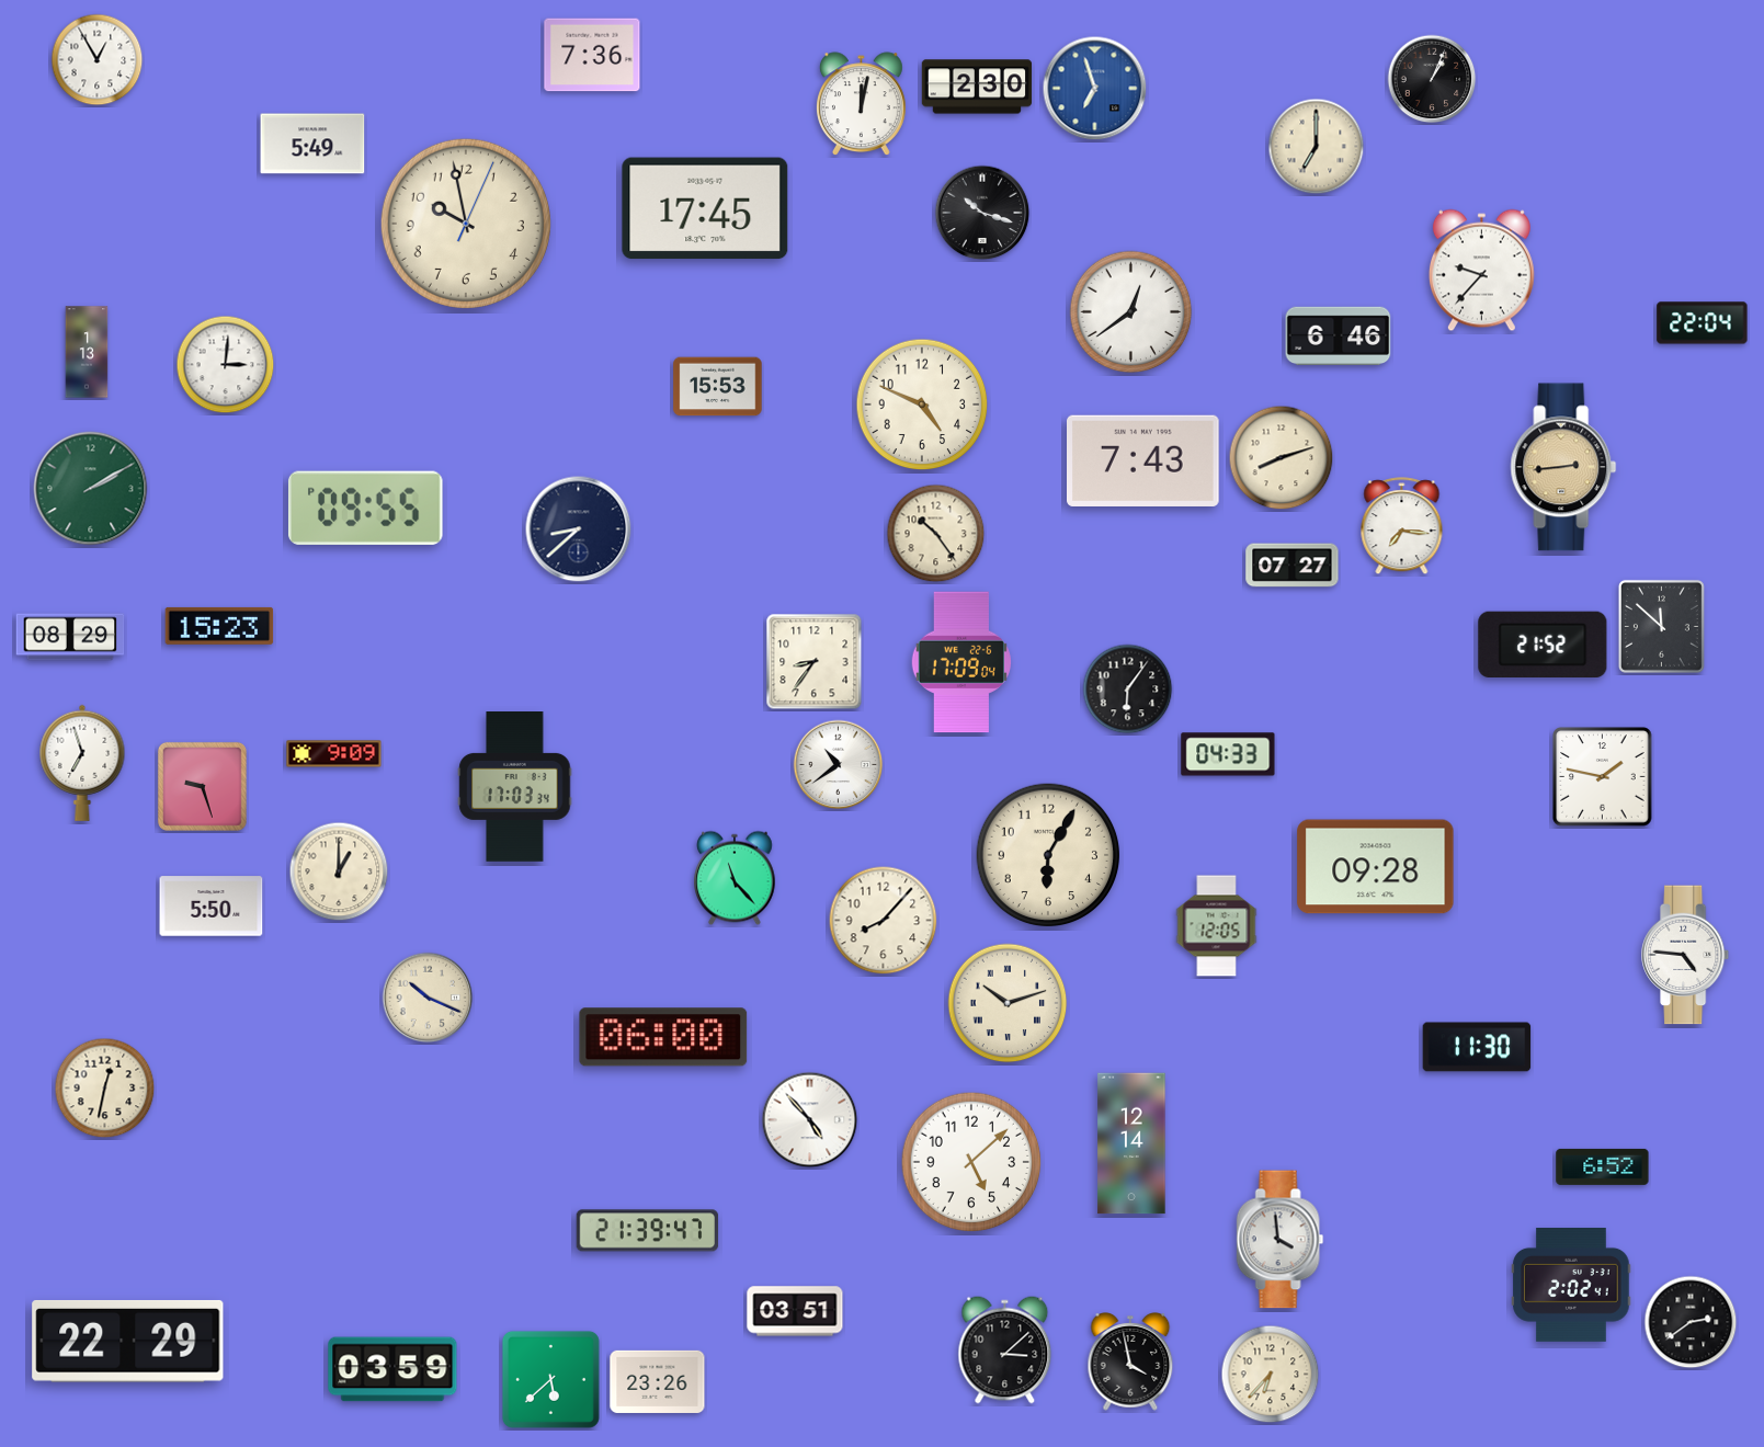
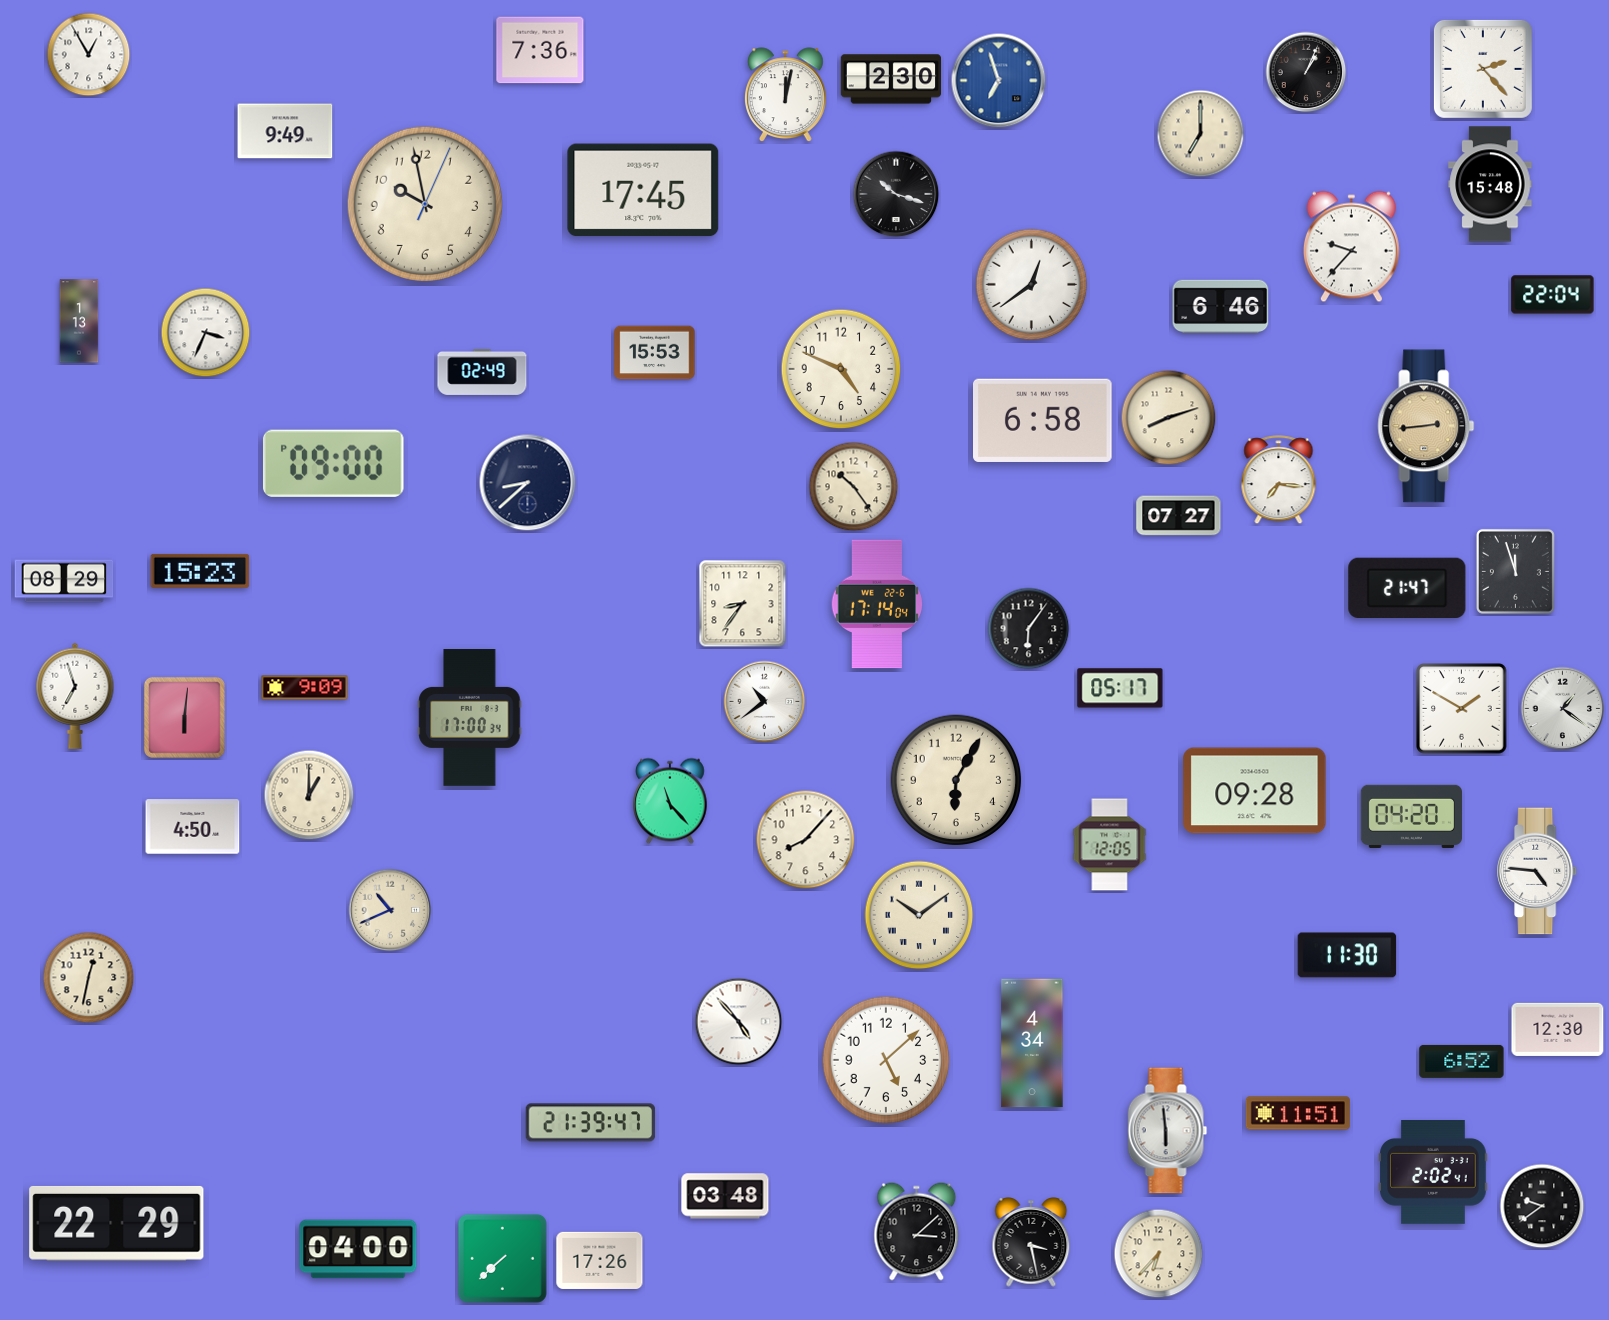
clock at (1483, 69): none -> 2:23
clock at (312, 144): 5:49 -> 9:49
clock at (1490, 184): none -> 15:48
clock at (226, 365): 3:01 -> 3:34
clock at (482, 372): none -> 02:49
clock at (1143, 460): 7:43 -> 6:58
clock at (91, 489): 2:10 -> none
clock at (365, 508): 09:55 -> 09:00
clock at (1661, 626): 11:52 -> 11:57
clock at (1543, 643): 21:52 -> 21:47
clock at (961, 662): 17:09 -> 17:14
clock at (1228, 754): 04:33 -> 05:17
clock at (839, 765) position: (839, 765) -> (765, 702)
clock at (1603, 777): 1:47 -> 1:50
clock at (1563, 709): none -> 1:21
clock at (202, 786): 9:27 -> 6:01
clock at (515, 787): 17:03 -> 17:00
clock at (1411, 816): none -> 04:20
clock at (212, 907): 5:50 -> 4:50
clock at (428, 998): 10:19 -> 10:41
clock at (1008, 1003): 10:12 -> 10:09
clock at (663, 1037): 06:00 -> none
clock at (105, 1089) position: (105, 1089) -> (89, 978)
clock at (1558, 1029): none -> 12:30
clock at (1131, 1143): 12:14 -> 4:34
clock at (1603, 1166) position: (1603, 1166) -> (1462, 1061)
clock at (1298, 1113): none -> 11:51
clock at (1281, 1240): 3:59 -> 5:59
clock at (795, 1311): 03:51 -> 03:48
clock at (1691, 1322): 2:39 -> 9:39
clock at (1130, 1361): 3:58 -> 3:28
clock at (392, 1369): 03:59 -> 04:00
clock at (550, 1379): 5:38 -> 7:38
clock at (658, 1381): 23:26 -> 17:26
